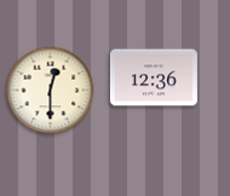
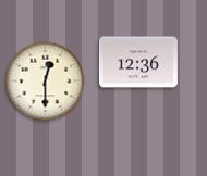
clock at (154, 77) position: (154, 77) -> (138, 62)
